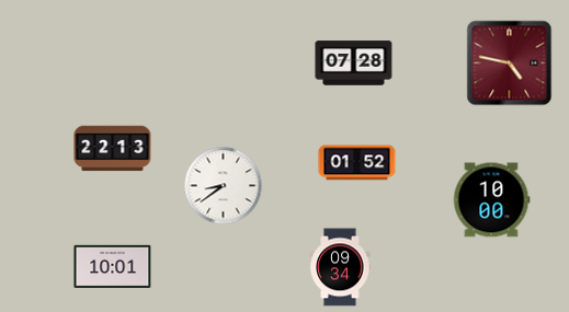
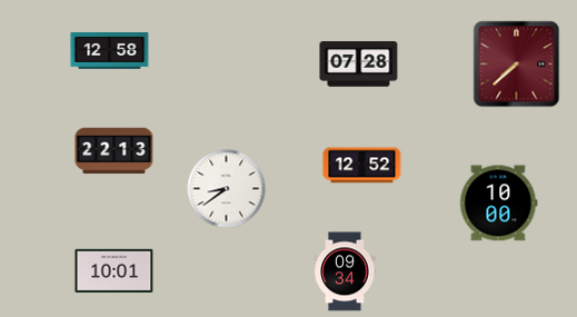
clock at (110, 51): none -> 12:58
clock at (510, 63): 4:47 -> 7:38
clock at (357, 163): 01:52 -> 12:52
